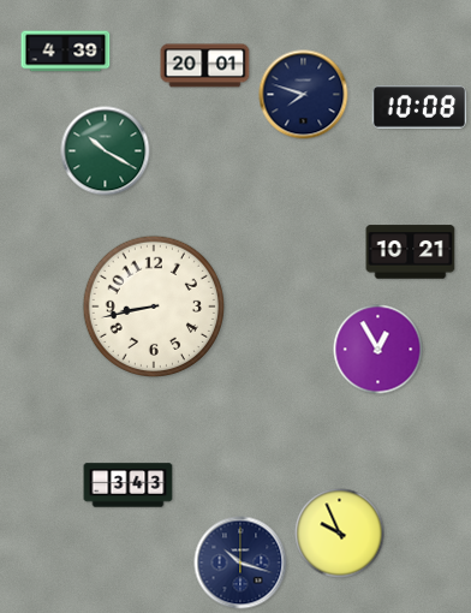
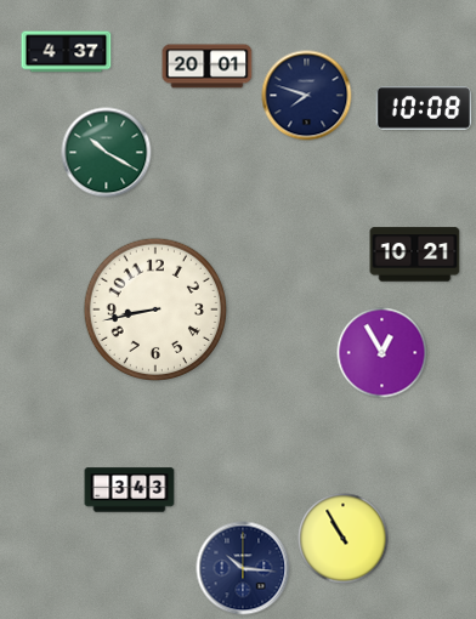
clock at (66, 52): 4:39 -> 4:37
clock at (340, 534): 9:56 -> 10:55
clock at (240, 563): 10:18 -> 10:16
